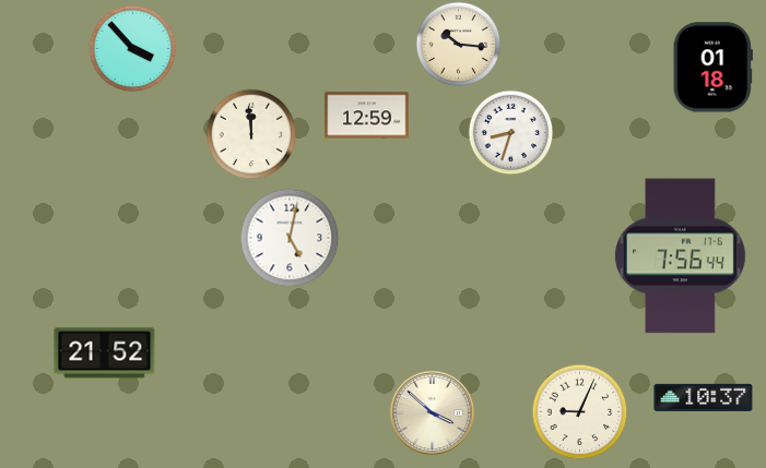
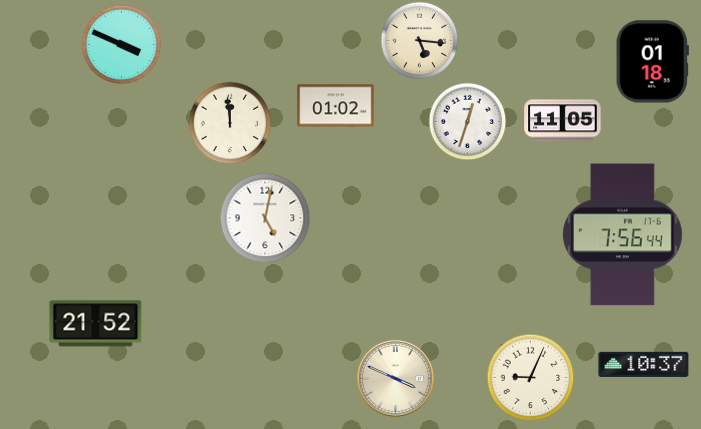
clock at (458, 44): 10:16 -> 5:16
clock at (132, 48): 3:53 -> 3:49
clock at (367, 116): 12:59 -> 01:02
clock at (510, 132): 8:33 -> 12:33
clock at (563, 121): none -> 11:05
clock at (432, 412): 3:52 -> 3:49
